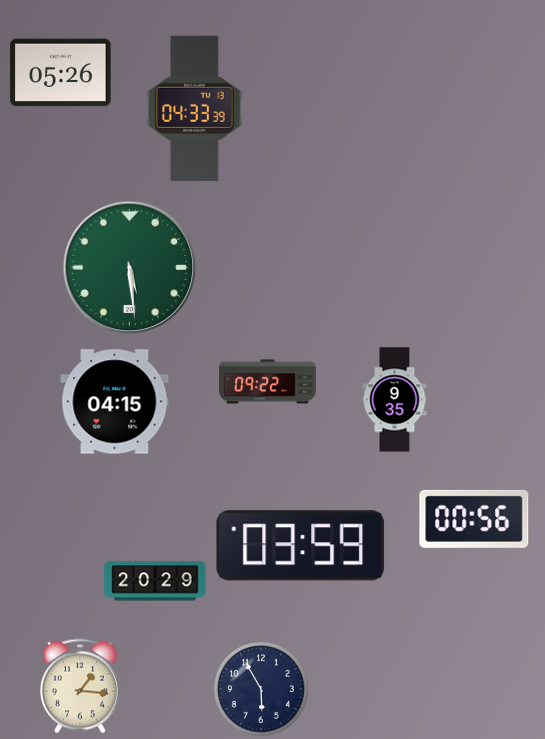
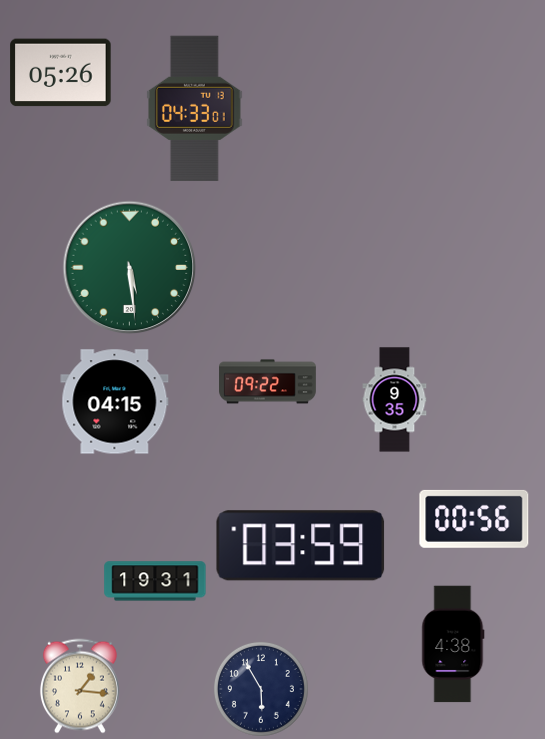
clock at (195, 108): 04:33:39 -> 04:33:01
clock at (155, 581): 20:29 -> 19:31
clock at (453, 644): none -> 4:38
